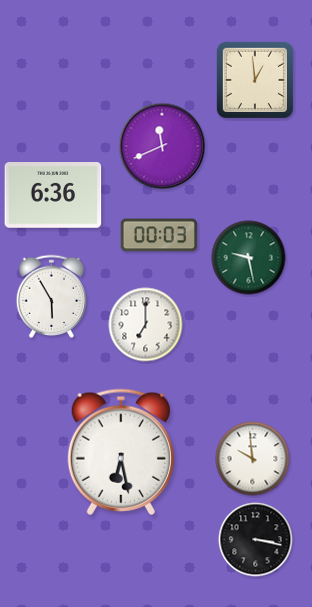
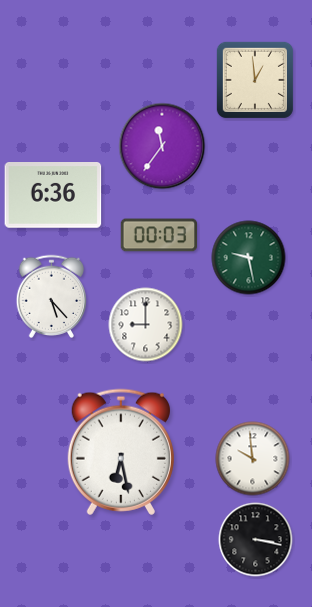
clock at (162, 146): 11:41 -> 11:36
clock at (51, 296): 5:55 -> 5:23
clock at (146, 325): 7:00 -> 9:00
